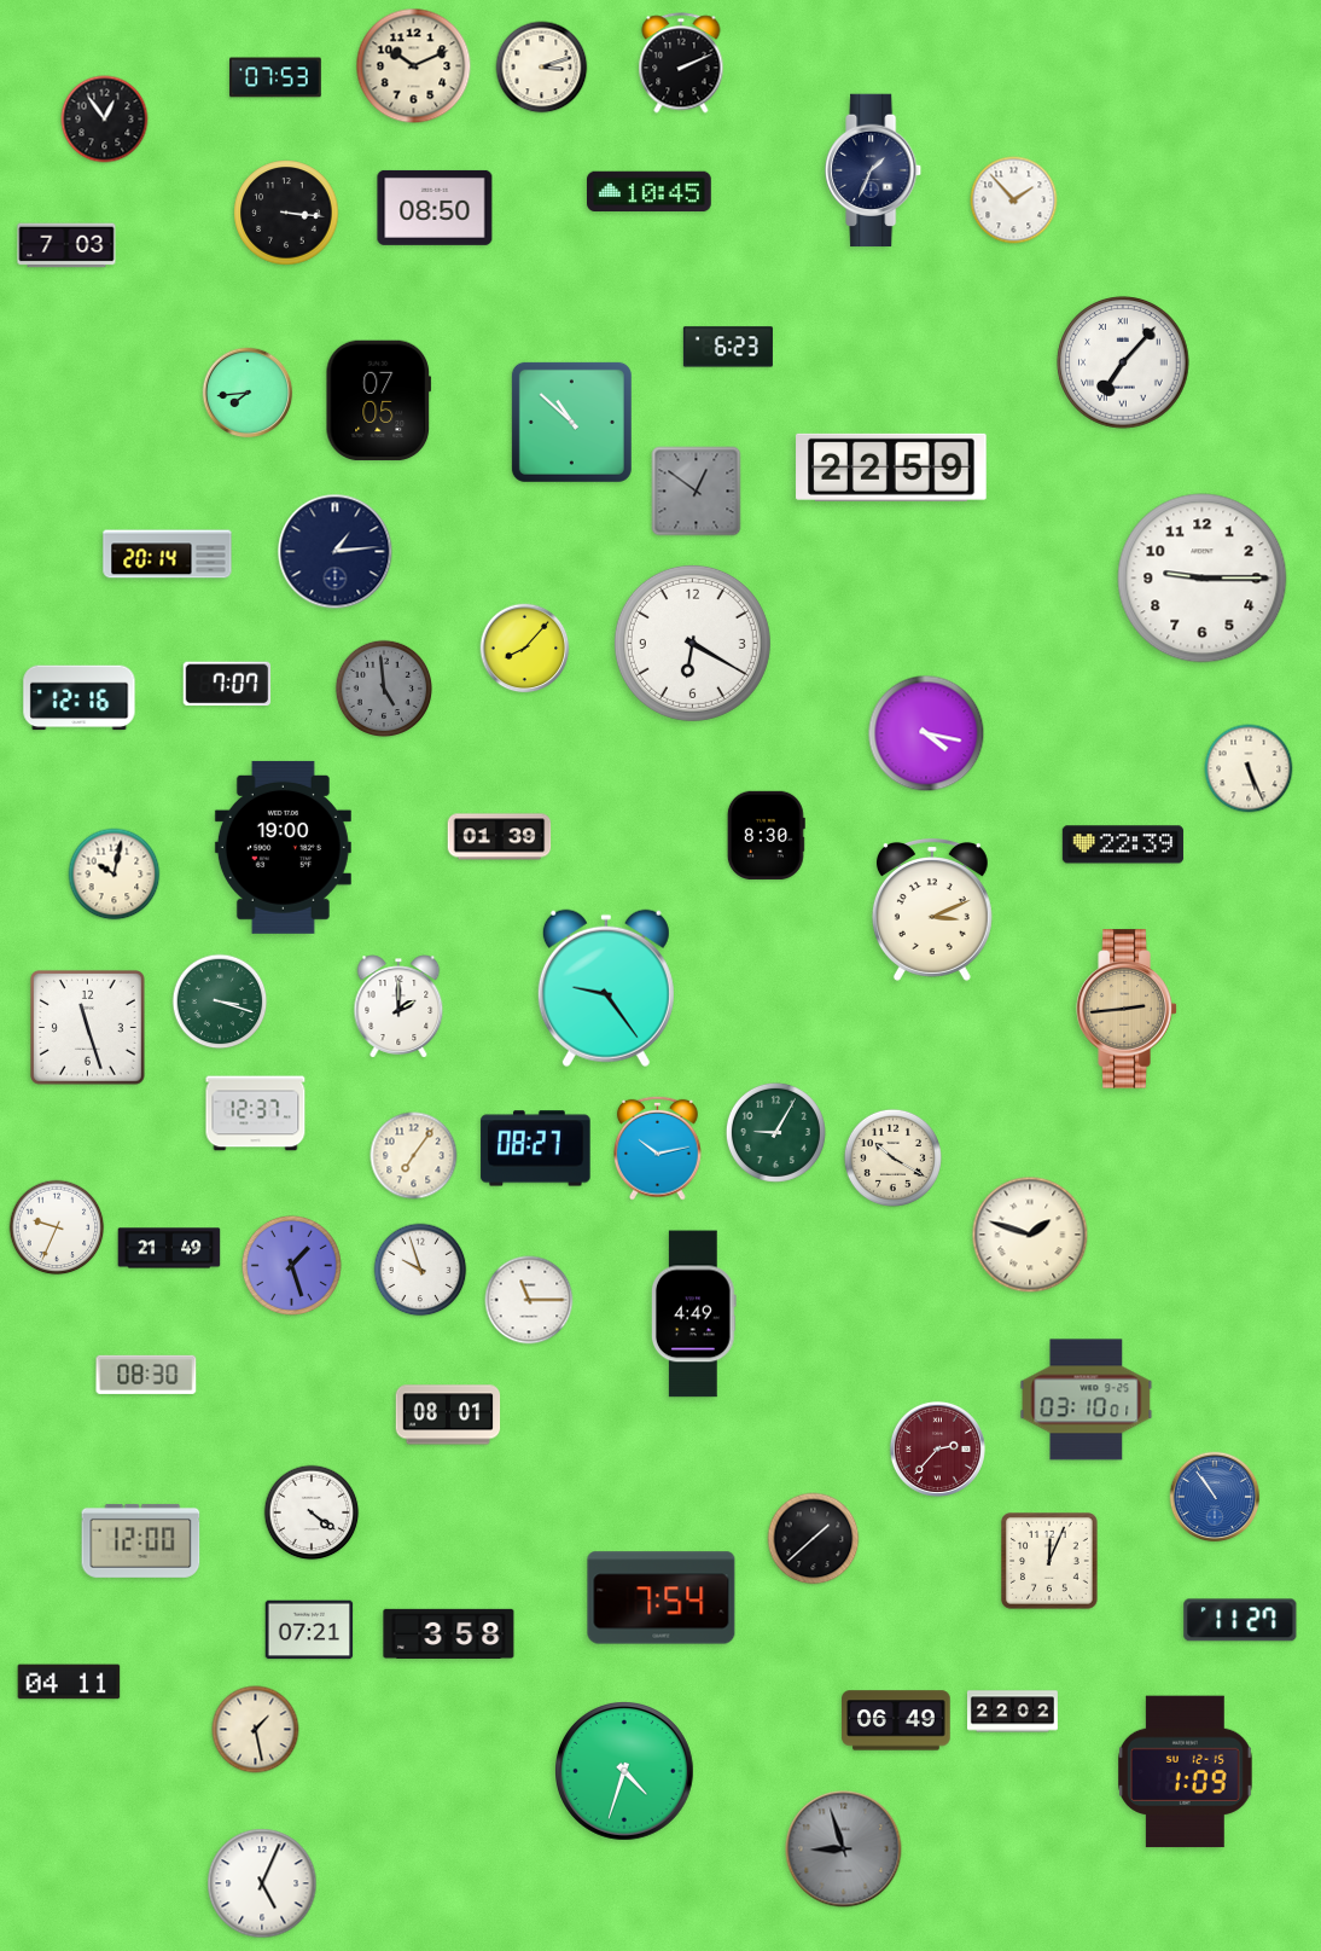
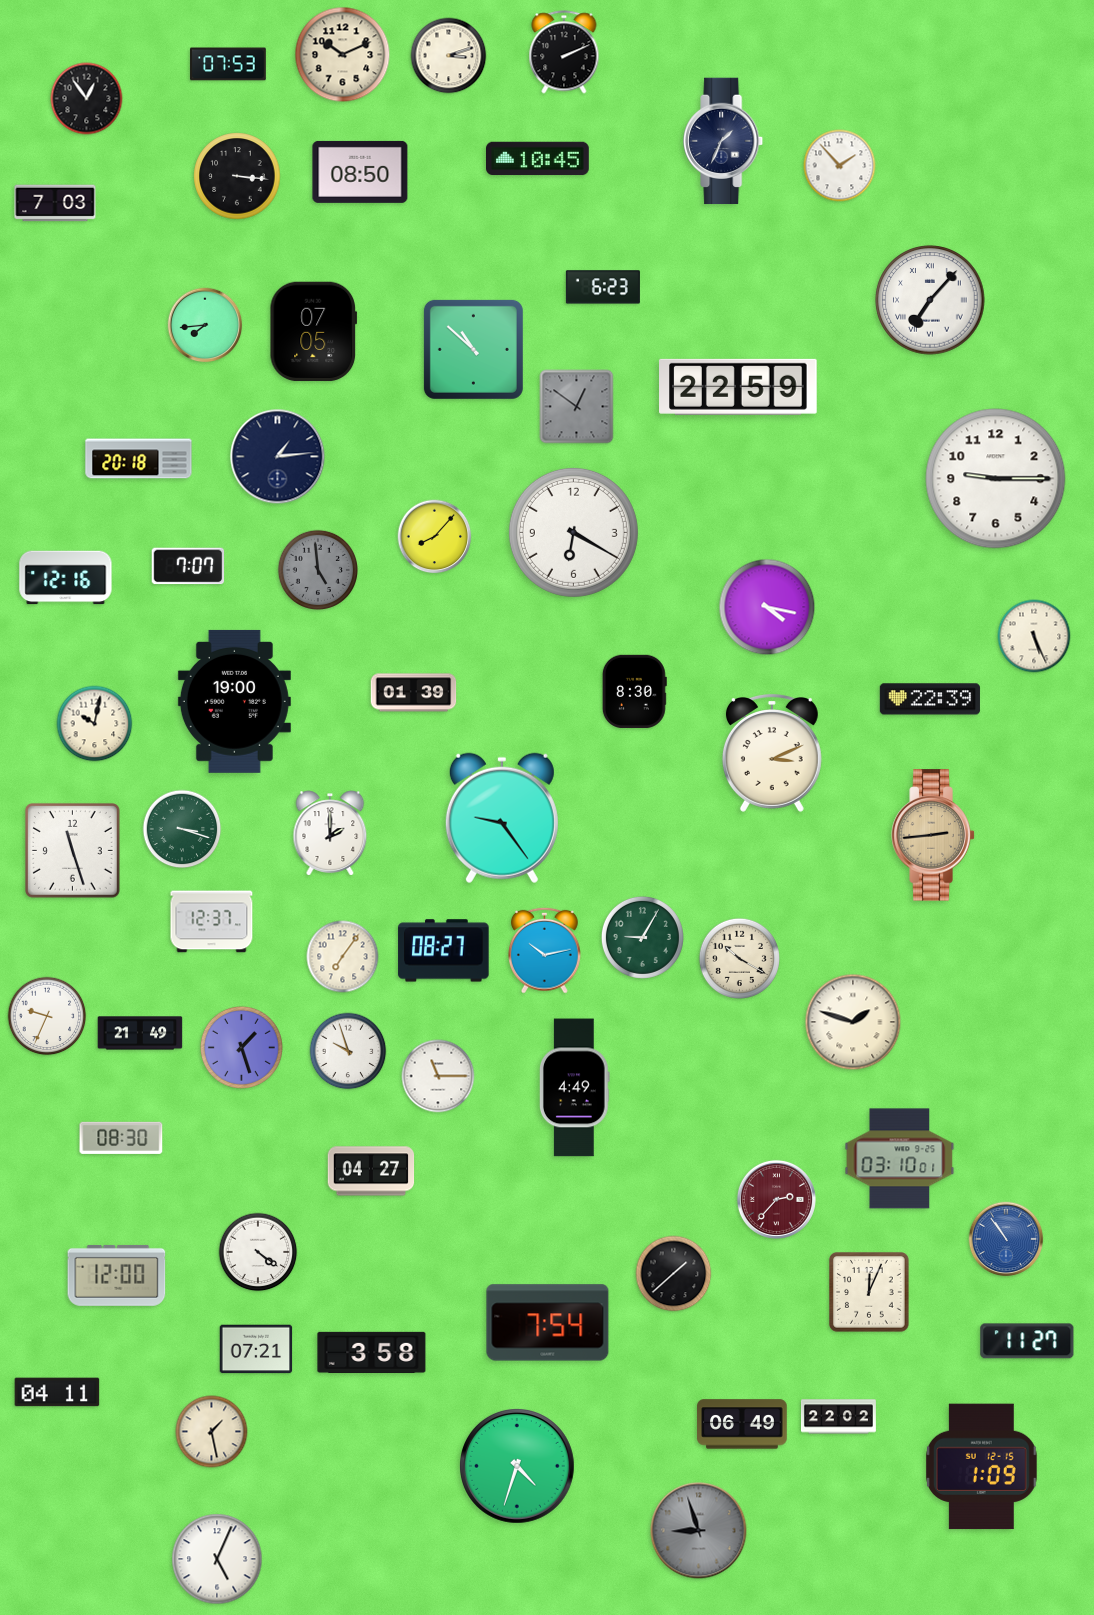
clock at (168, 554): 20:14 -> 20:18
clock at (448, 1415): 08:01 -> 04:27
